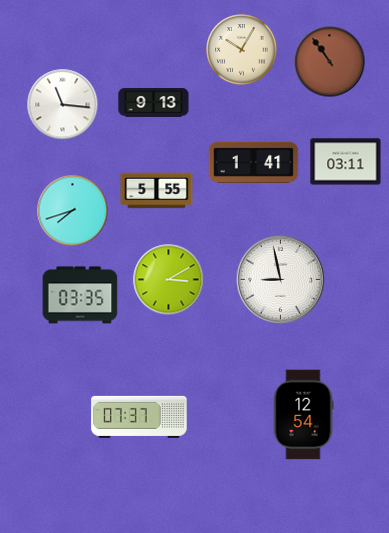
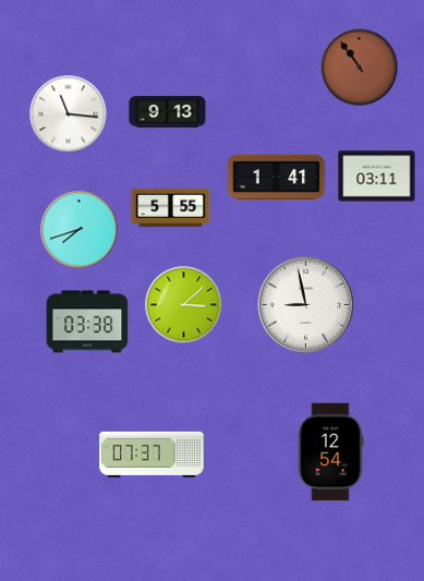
clock at (242, 50): 10:05 -> none
clock at (169, 280): 3:10 -> 3:08
clock at (80, 295): 03:35 -> 03:38
